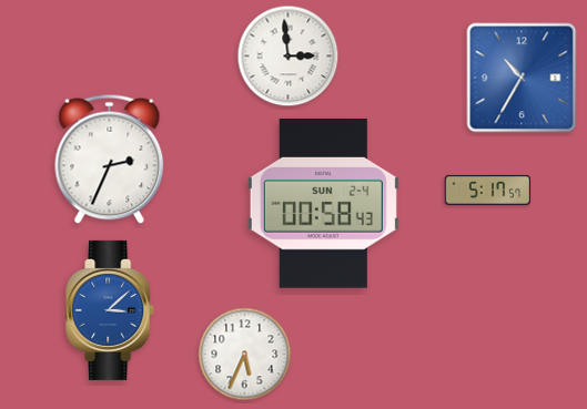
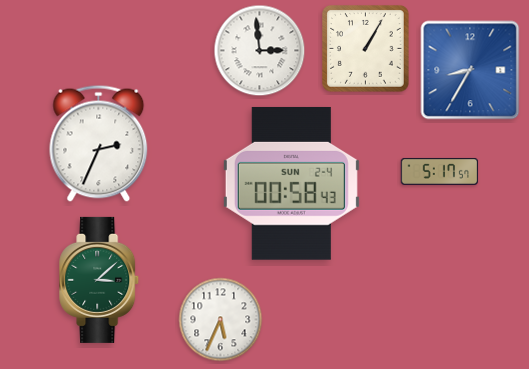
clock at (366, 49): none -> 1:05
clock at (522, 78): 10:35 -> 8:35
clock at (111, 310) dial: blue -> green
